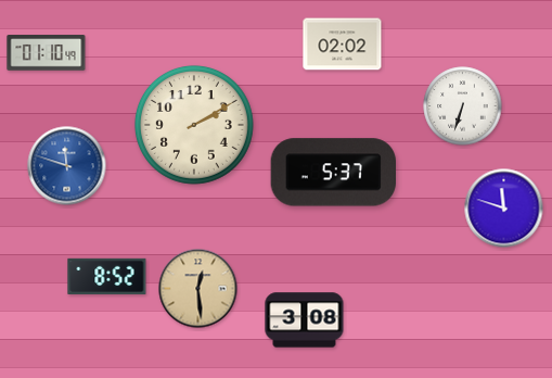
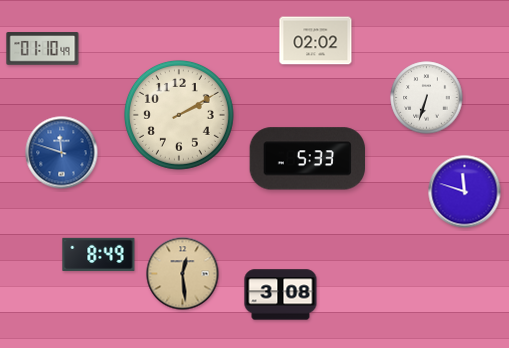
clock at (334, 173): 5:37 -> 5:33
clock at (107, 276): 8:52 -> 8:49
clock at (198, 289) position: (198, 289) -> (183, 274)
